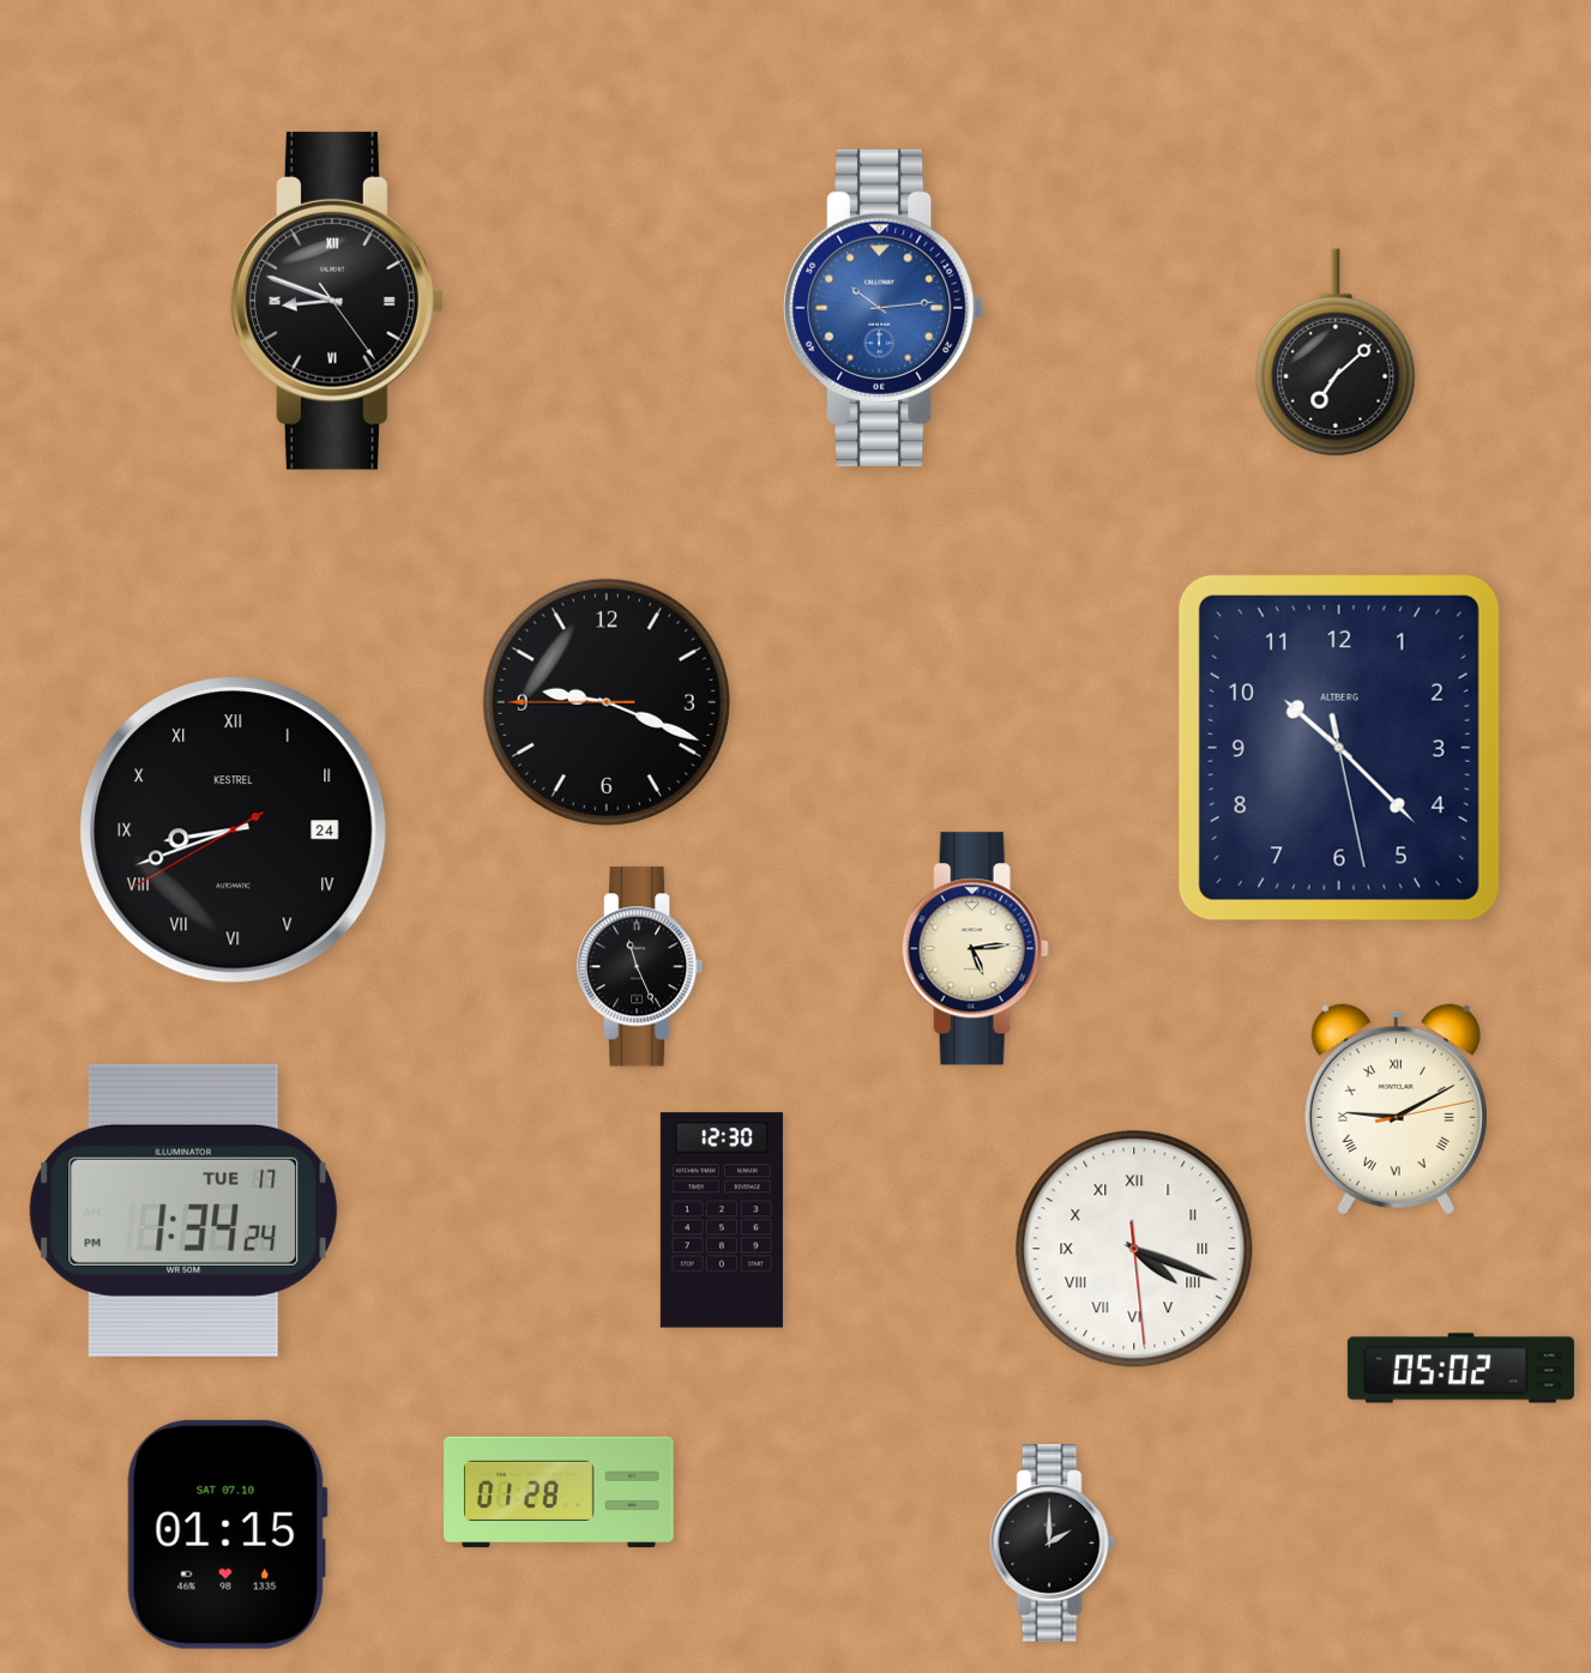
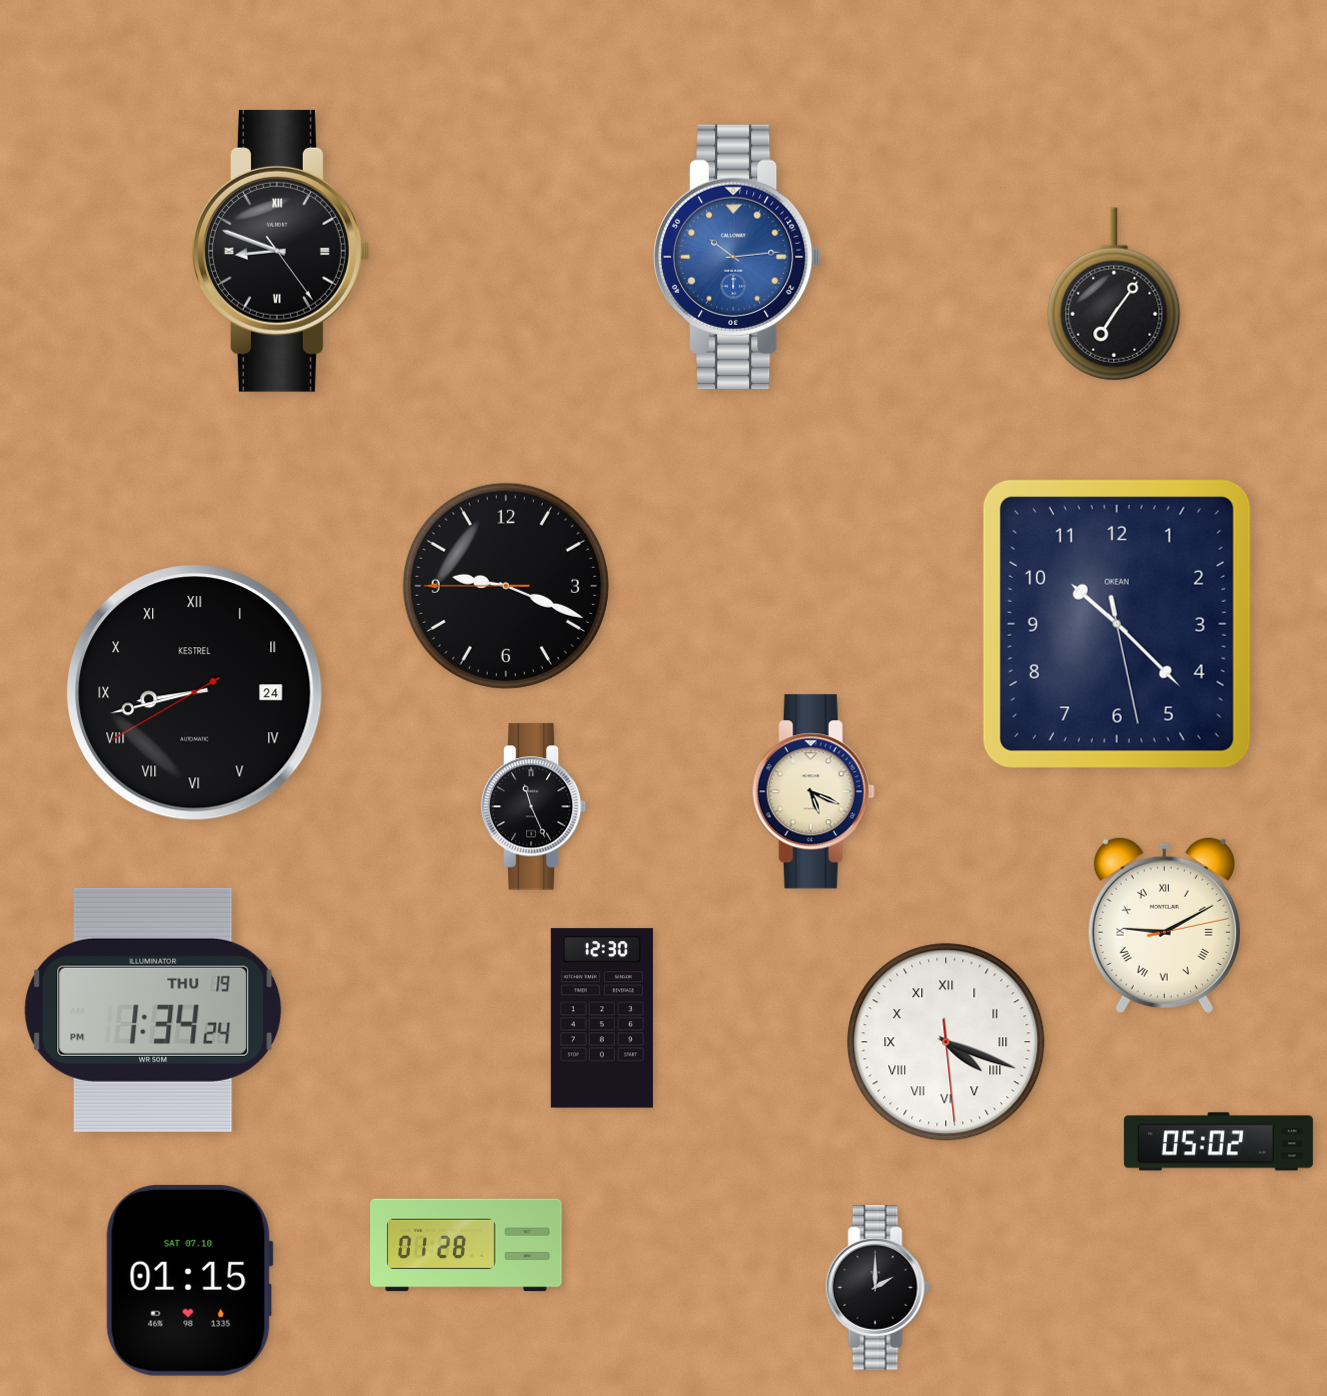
clock at (1336, 352): 7:08 -> 7:06
clock at (1339, 748) brand: ALTBERG -> OKEAN
clock at (234, 831): 8:41 -> 8:42
clock at (975, 949): 5:14 -> 5:19
clock at (183, 1210) date: TUE 17 -> THU 19
